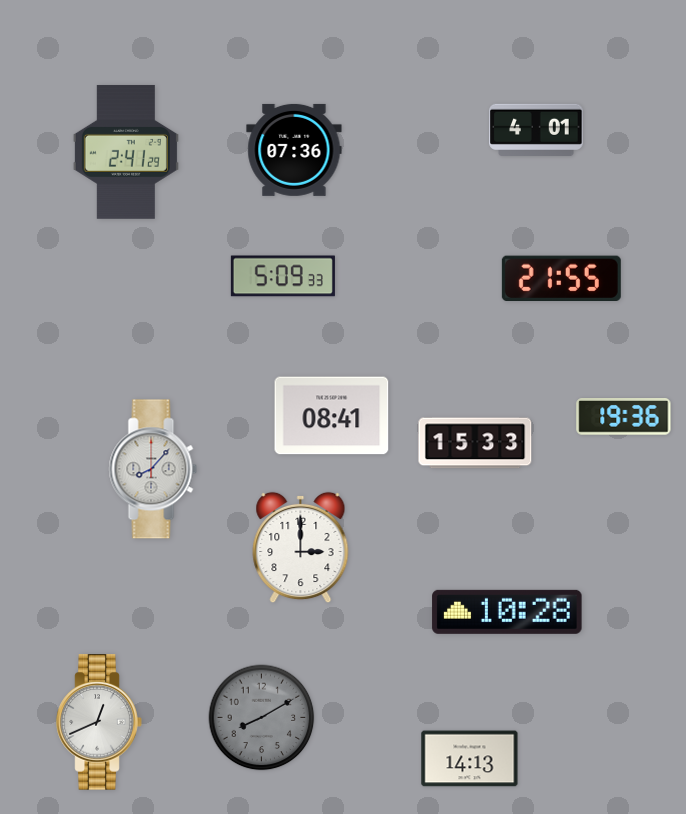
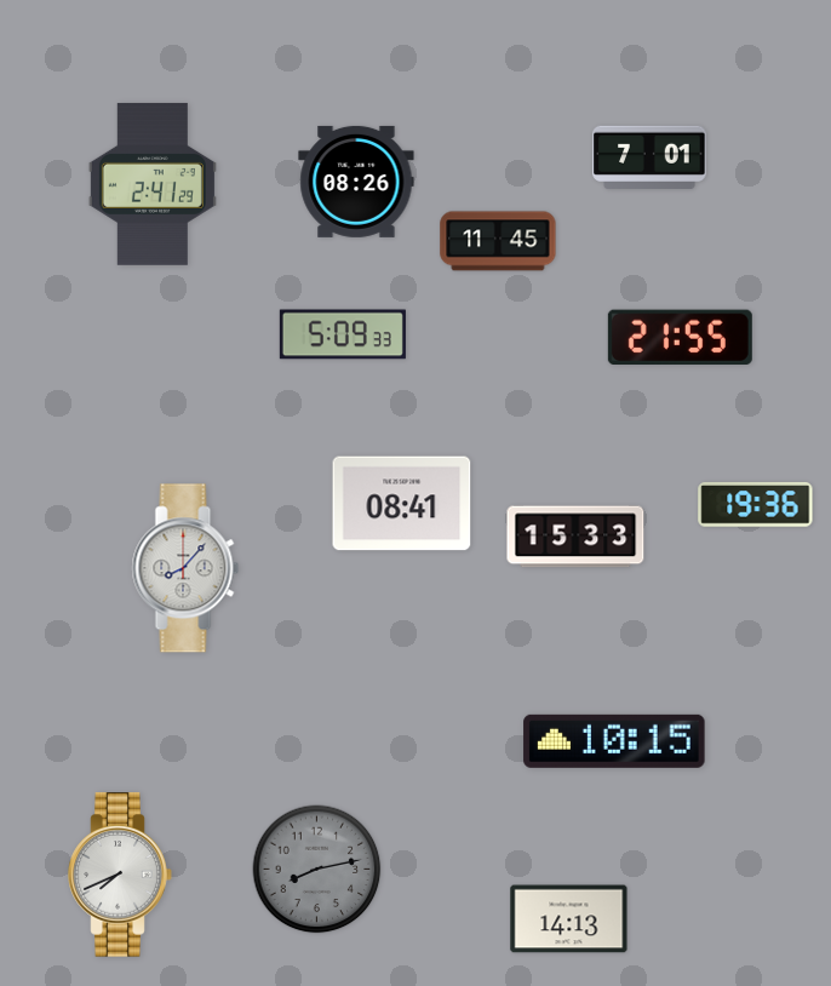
clock at (536, 129): 4:01 -> 7:01
clock at (294, 150): 07:36 -> 08:26
clock at (498, 241): none -> 11:45
clock at (301, 548): 3:00 -> none
clock at (507, 612): 10:28 -> 10:15
clock at (262, 718): 8:10 -> 8:13
clock at (99, 722): 12:41 -> 7:41
